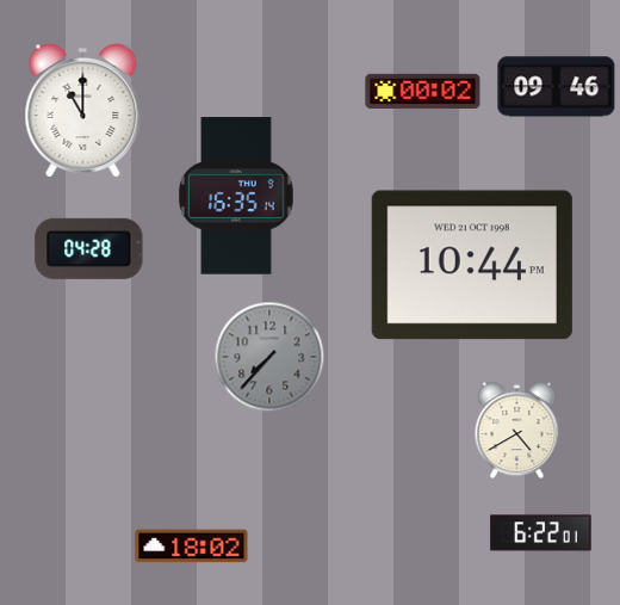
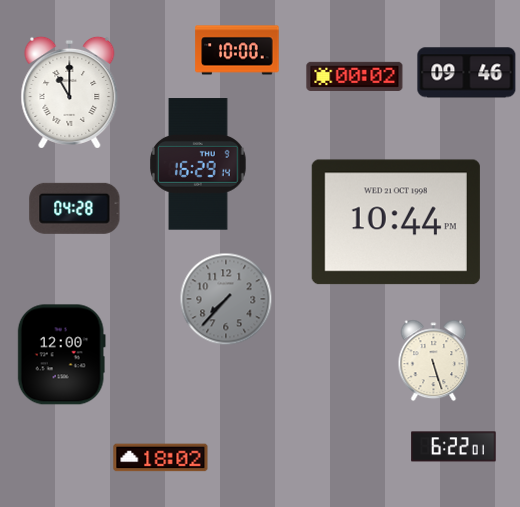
clock at (237, 50): none -> 10:00
clock at (236, 196): 16:35 -> 16:29
clock at (61, 355): none -> 12:00
clock at (517, 430): 4:40 -> 5:27
